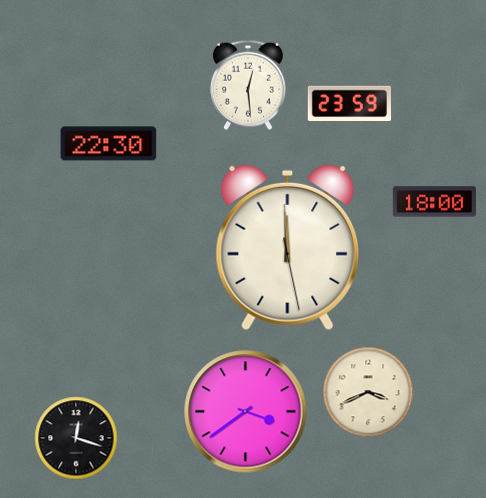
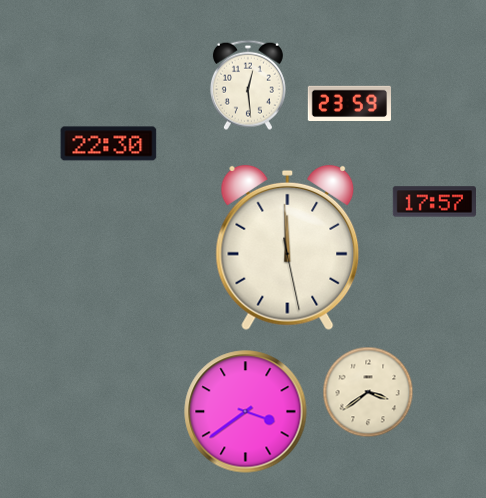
clock at (434, 202): 18:00 -> 17:57
clock at (368, 392): 3:41 -> 3:39
clock at (76, 438): 12:18 -> none
